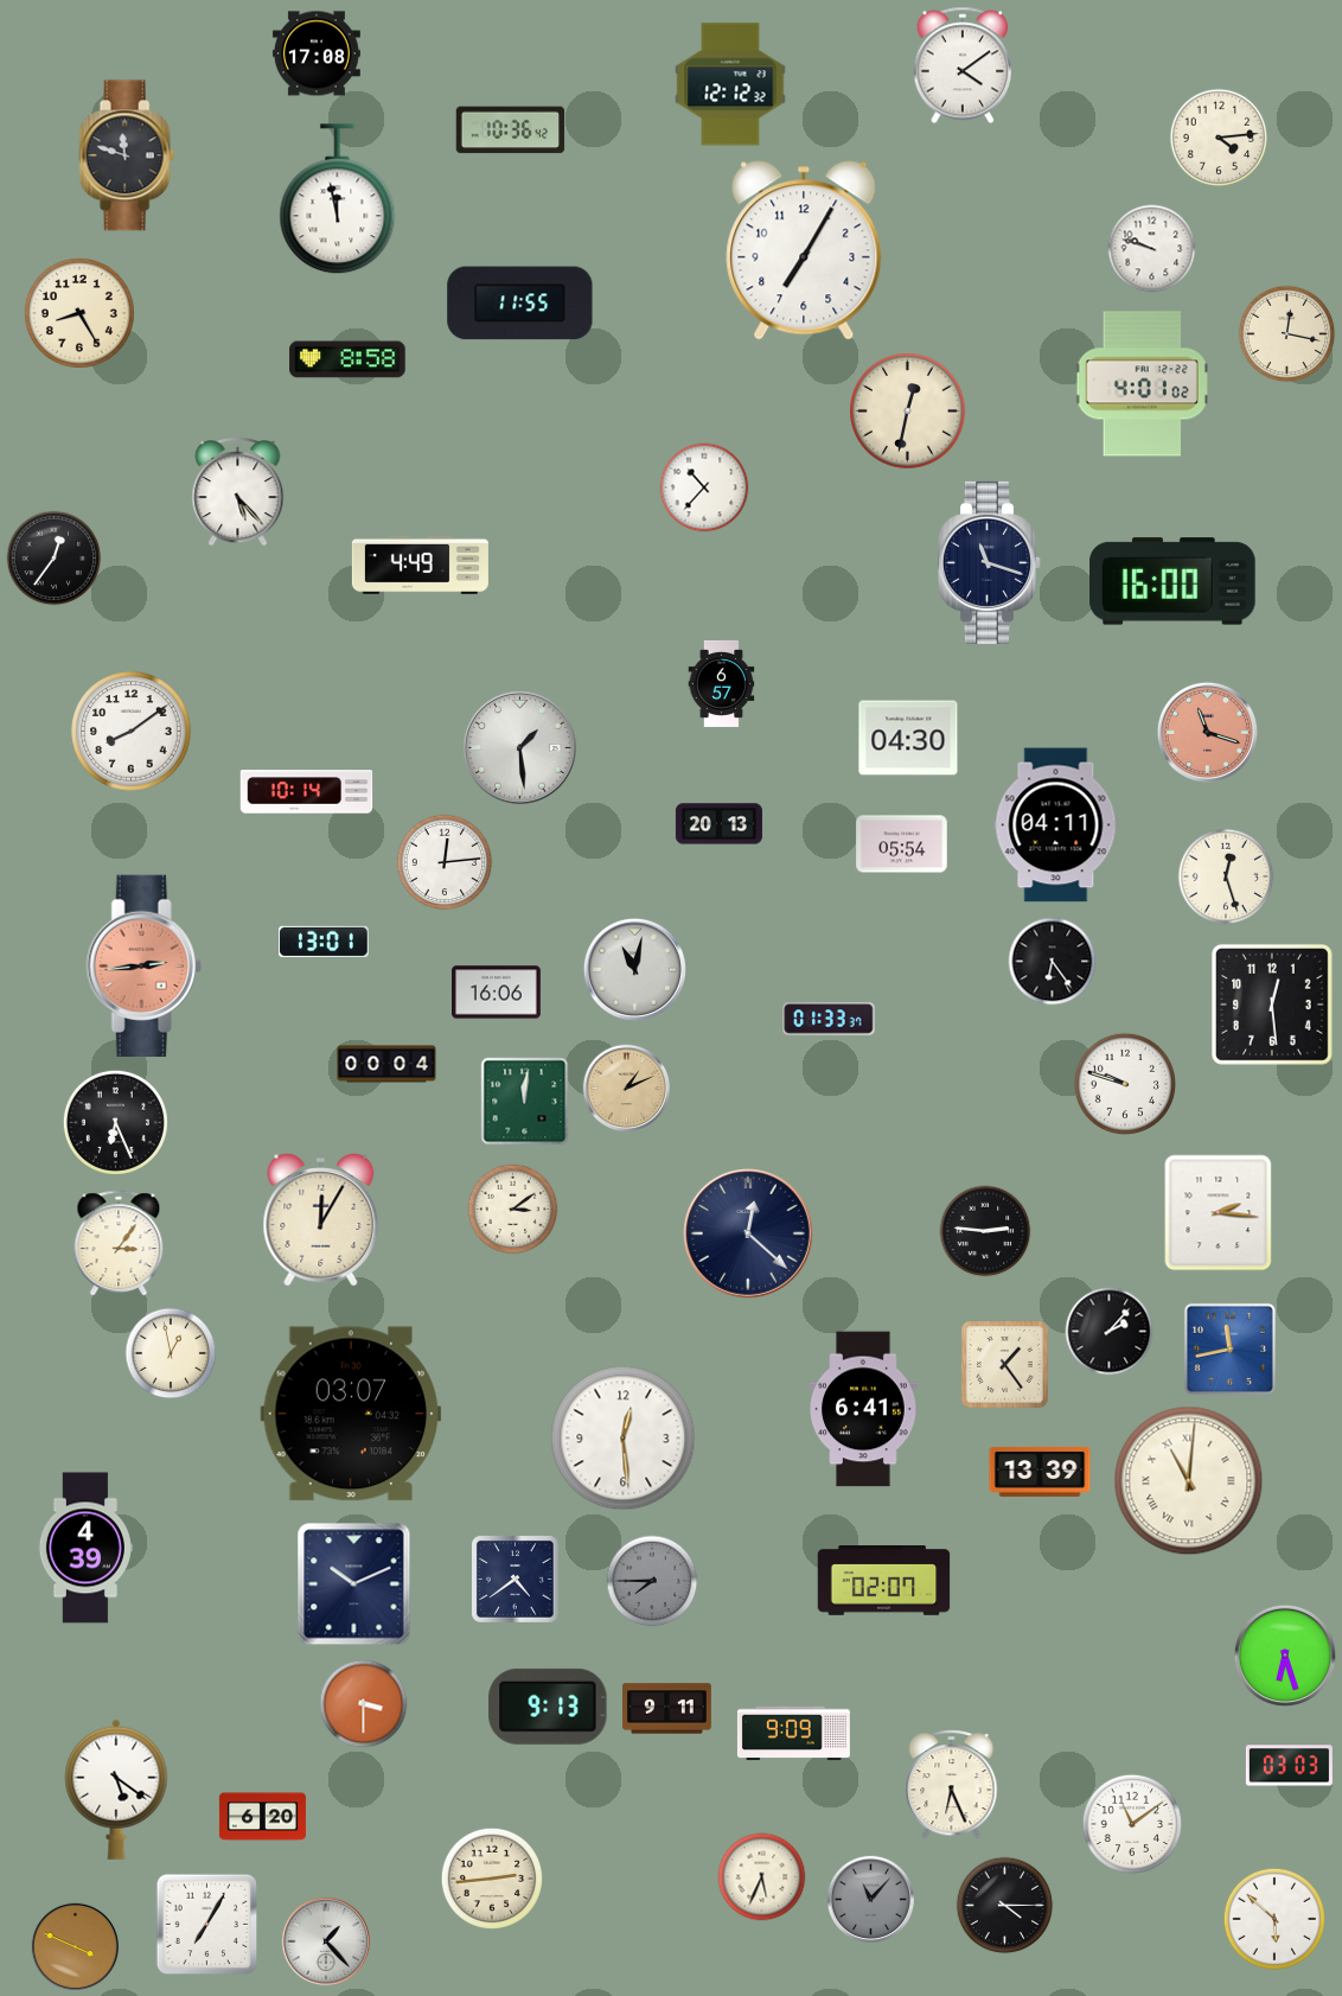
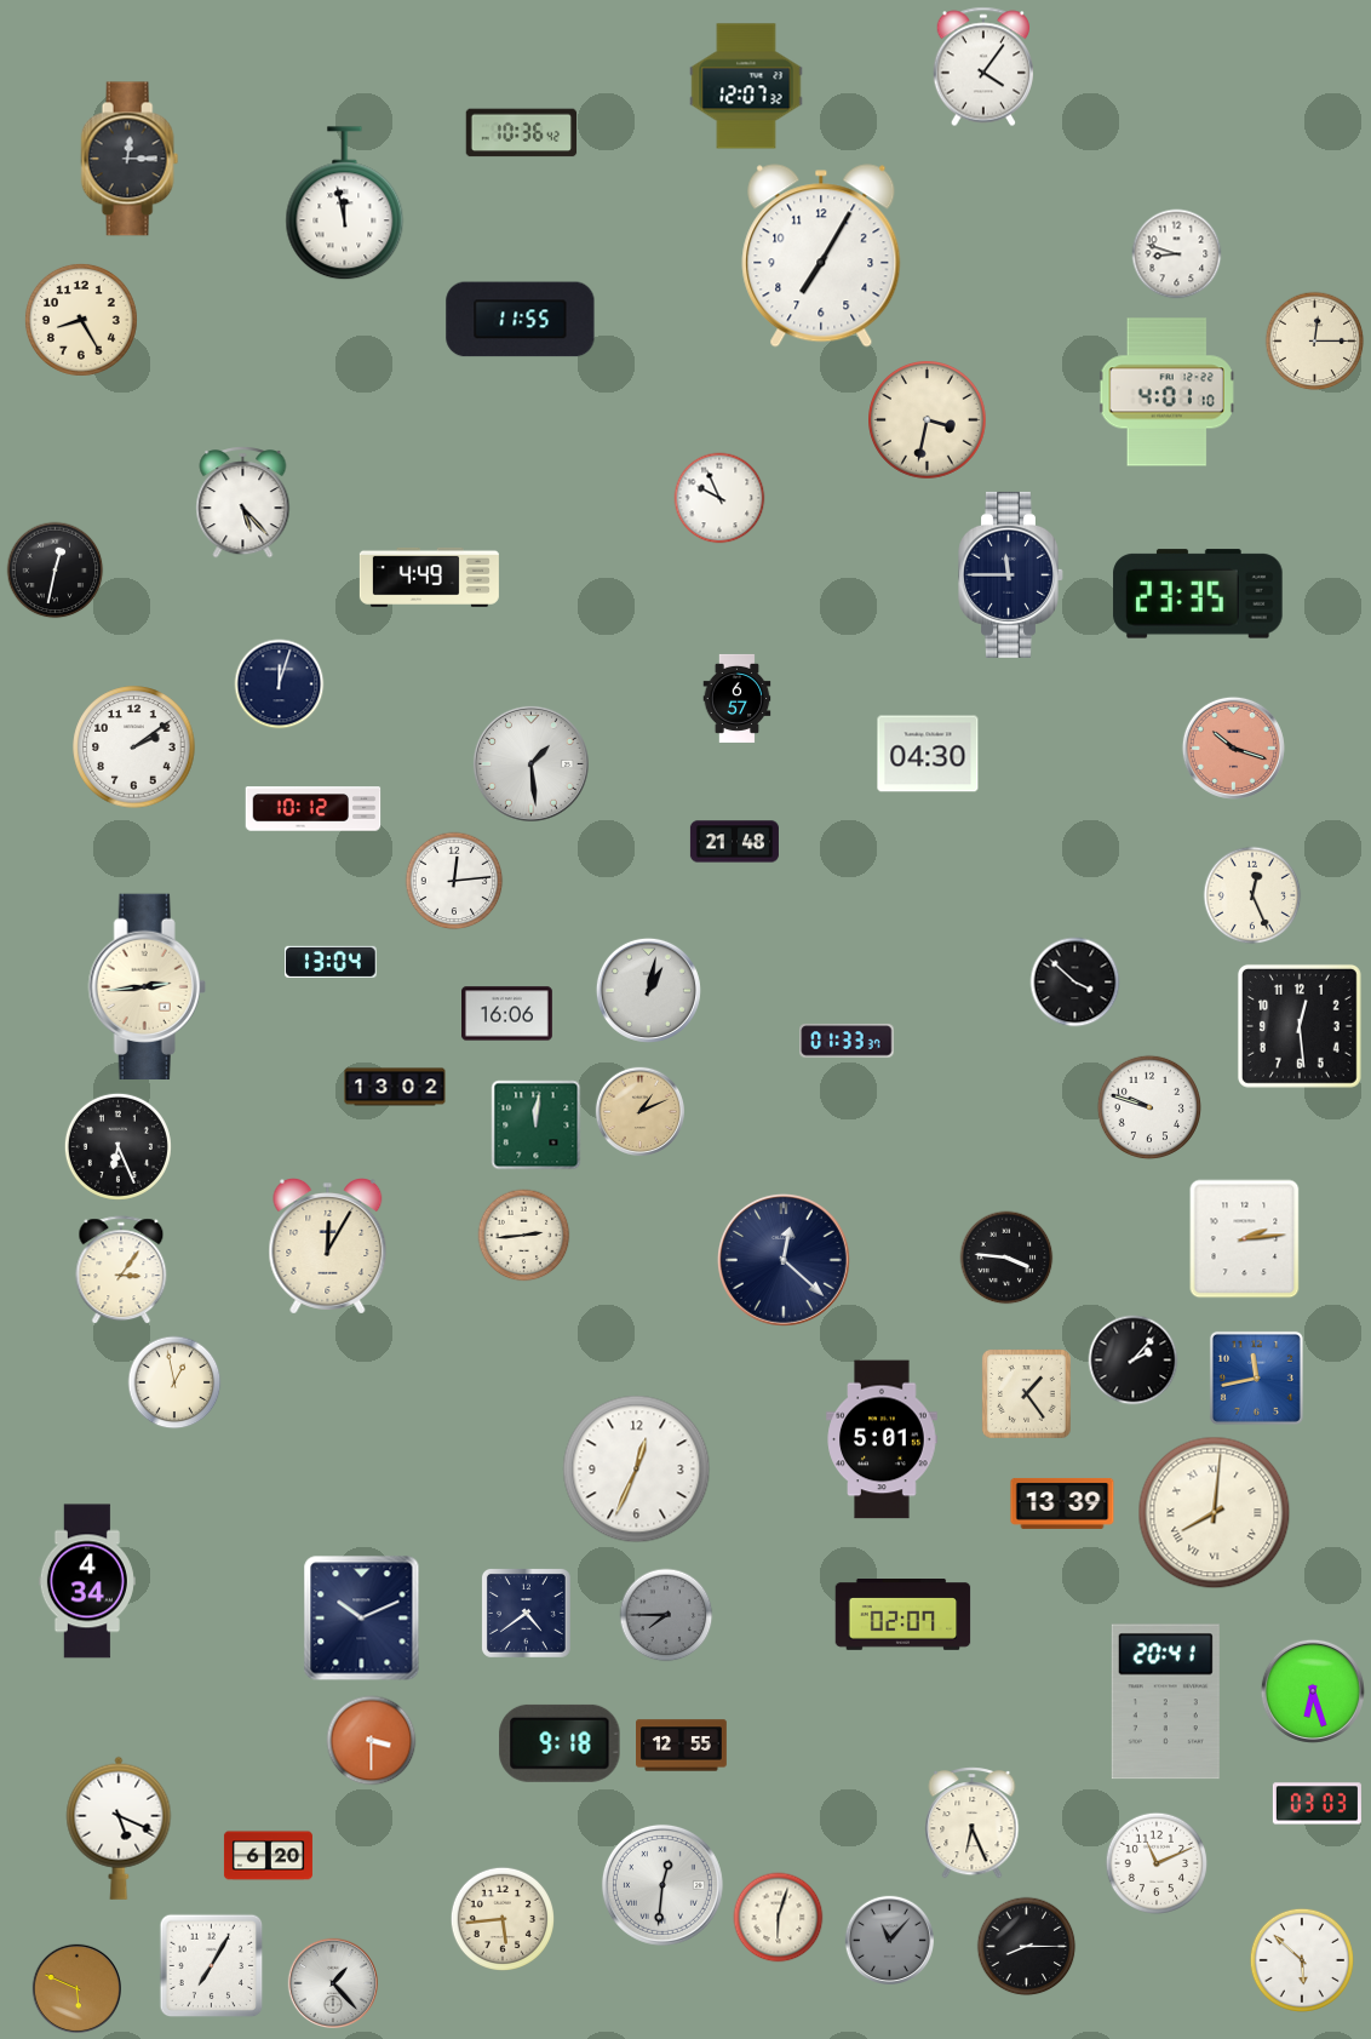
clock at (317, 53): 17:08 -> none
clock at (961, 65): 4:09 -> 4:06
clock at (730, 84): 12:12 -> 12:07
clock at (1219, 138): 4:14 -> none
clock at (127, 155): 11:48 -> 12:15
clock at (1152, 249): 9:48 -> 8:48
clock at (520, 304) position: (520, 304) -> (521, 320)
clock at (1287, 334): 12:17 -> 12:15
clock at (347, 359): 8:58 -> none
clock at (1143, 384): 4:01:02 -> 4:01:10
clock at (908, 412): 12:32 -> 3:32
clock at (704, 487): 10:37 -> 9:56
clock at (55, 559): 12:36 -> 12:32
clock at (990, 562): 11:18 -> 11:45
clock at (1172, 581): 16:00 -> 23:35
clock at (280, 685): none -> 12:03
clock at (132, 732): 8:09 -> 2:09
clock at (1207, 732): 11:18 -> 10:18
clock at (307, 792): 10:14 -> 10:12
clock at (718, 824): 20:13 -> 21:48
clock at (1056, 825): 04:11 -> none
clock at (902, 844): 05:54 -> none
clock at (1226, 876): 12:27 -> 12:26
clock at (325, 942): 13:01 -> 13:04
clock at (1053, 962): 6:24 -> 3:52
clock at (143, 965) dial: salmon -> cream
clock at (634, 969): 11:02 -> 1:02
clock at (386, 1064): 00:04 -> 13:02
clock at (513, 1210): 3:09 -> 2:44
clock at (1219, 1213): 2:16 -> 2:14
clock at (985, 1231): 2:46 -> 3:46
clock at (748, 1233) position: (748, 1233) -> (784, 1260)
clock at (863, 1409): 6:41 -> 5:01
clock at (351, 1414): 03:07 -> none
clock at (624, 1439): 12:29 -> 12:34
clock at (1189, 1481): 11:01 -> 8:01
clock at (85, 1548): 4:39 -> 4:34
clock at (1165, 1702): none -> 20:41
clock at (548, 1707): 9:13 -> 9:18
clock at (667, 1709): 9:11 -> 12:55
clock at (793, 1734): 9:09 -> none
clock at (116, 1790): 5:21 -> 5:19
clock at (1132, 1824): 11:09 -> 11:11
clock at (662, 1885): none -> 12:31
clock at (491, 1877): 2:44 -> 5:44
clock at (762, 1877): 5:34 -> 6:03
clock at (1005, 1906): 4:15 -> 8:15
clock at (76, 1947): 3:49 -> 5:49
